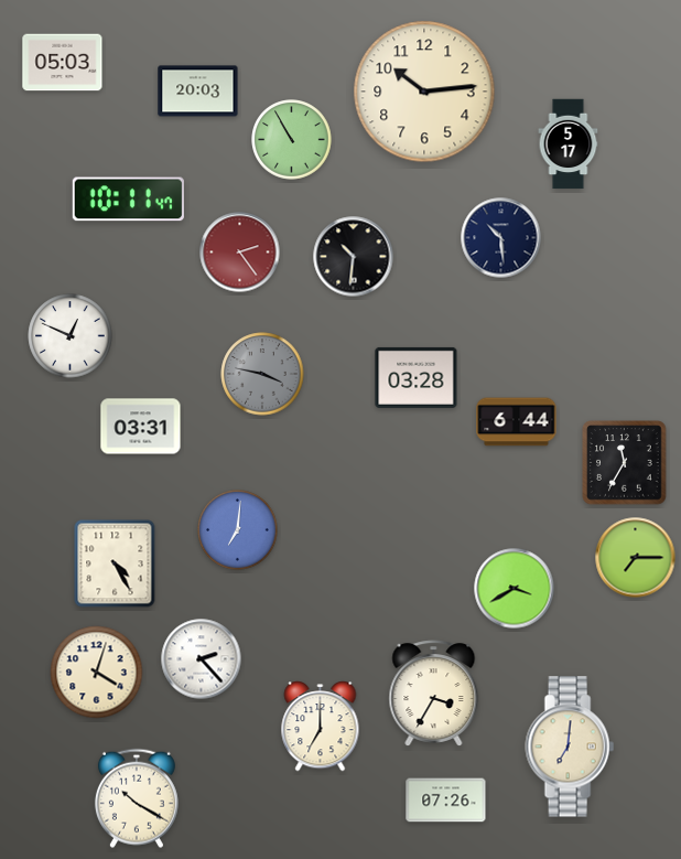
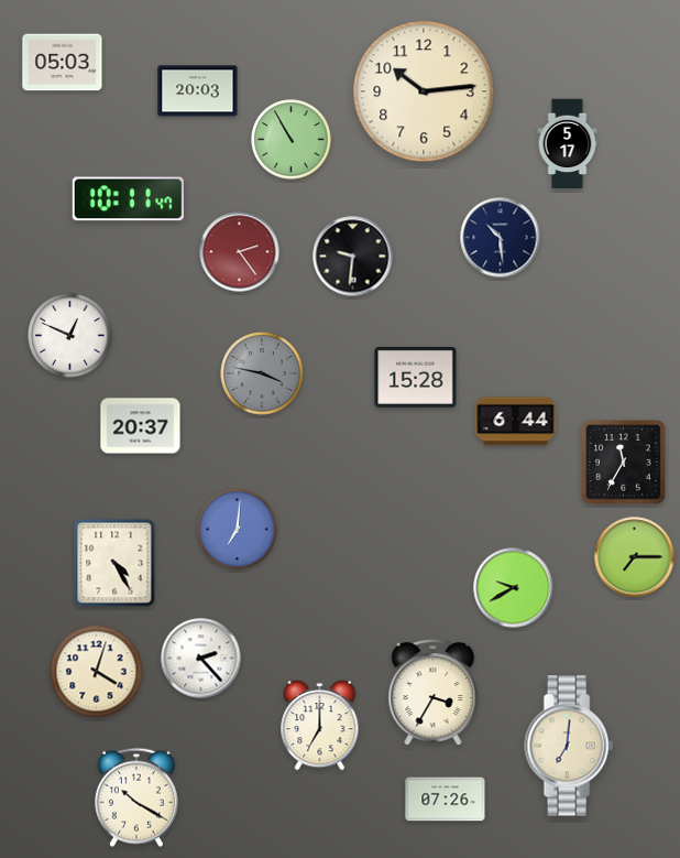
clock at (354, 257): 10:31 -> 9:31
clock at (417, 377): 03:28 -> 15:28
clock at (141, 427): 03:31 -> 20:37
clock at (515, 589): 3:40 -> 9:40
